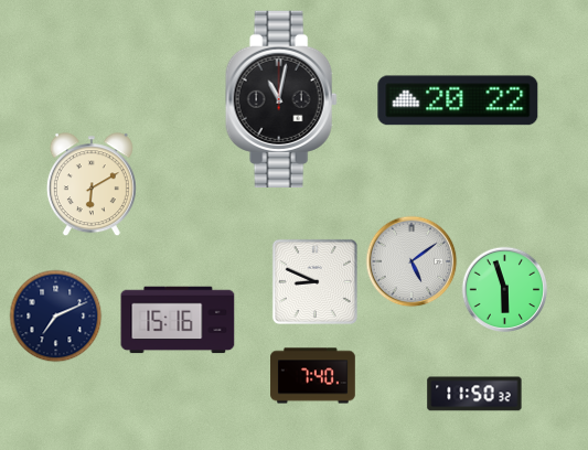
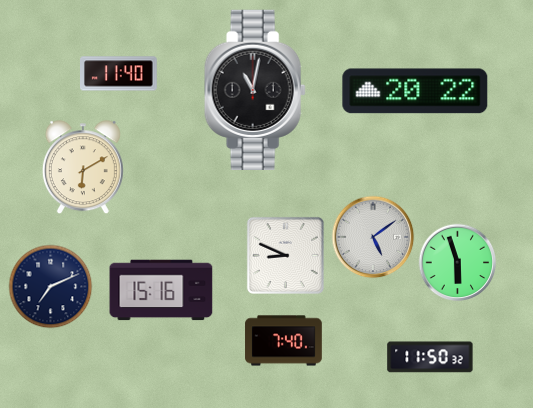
clock at (119, 74): none -> 11:40
